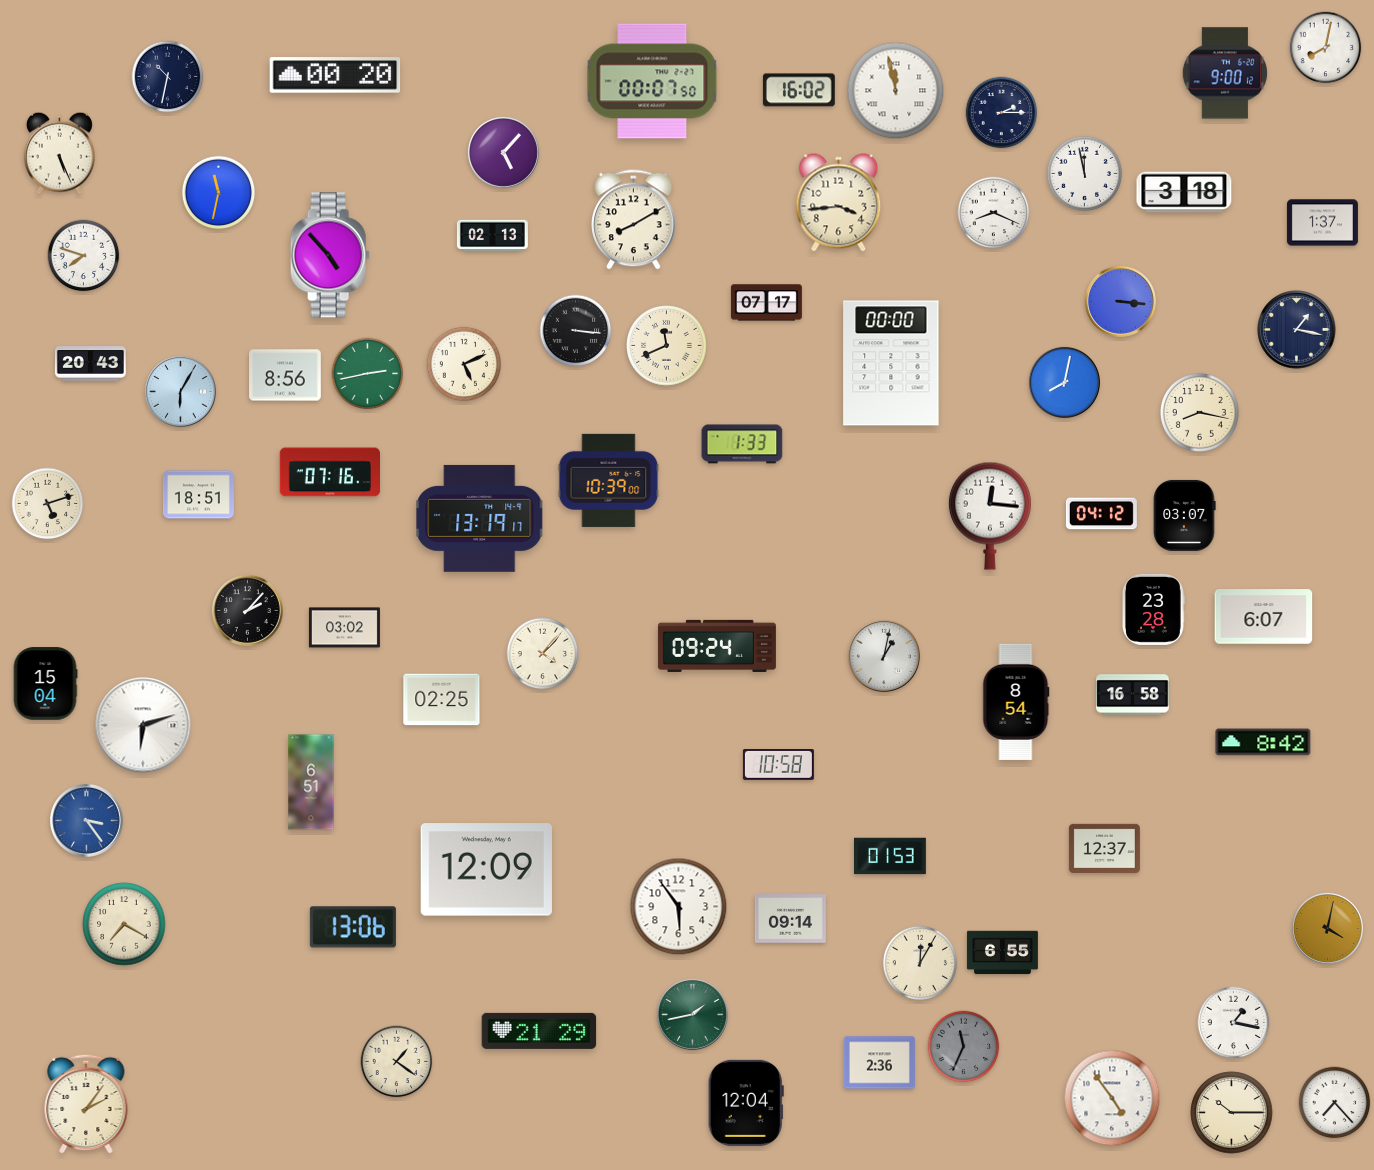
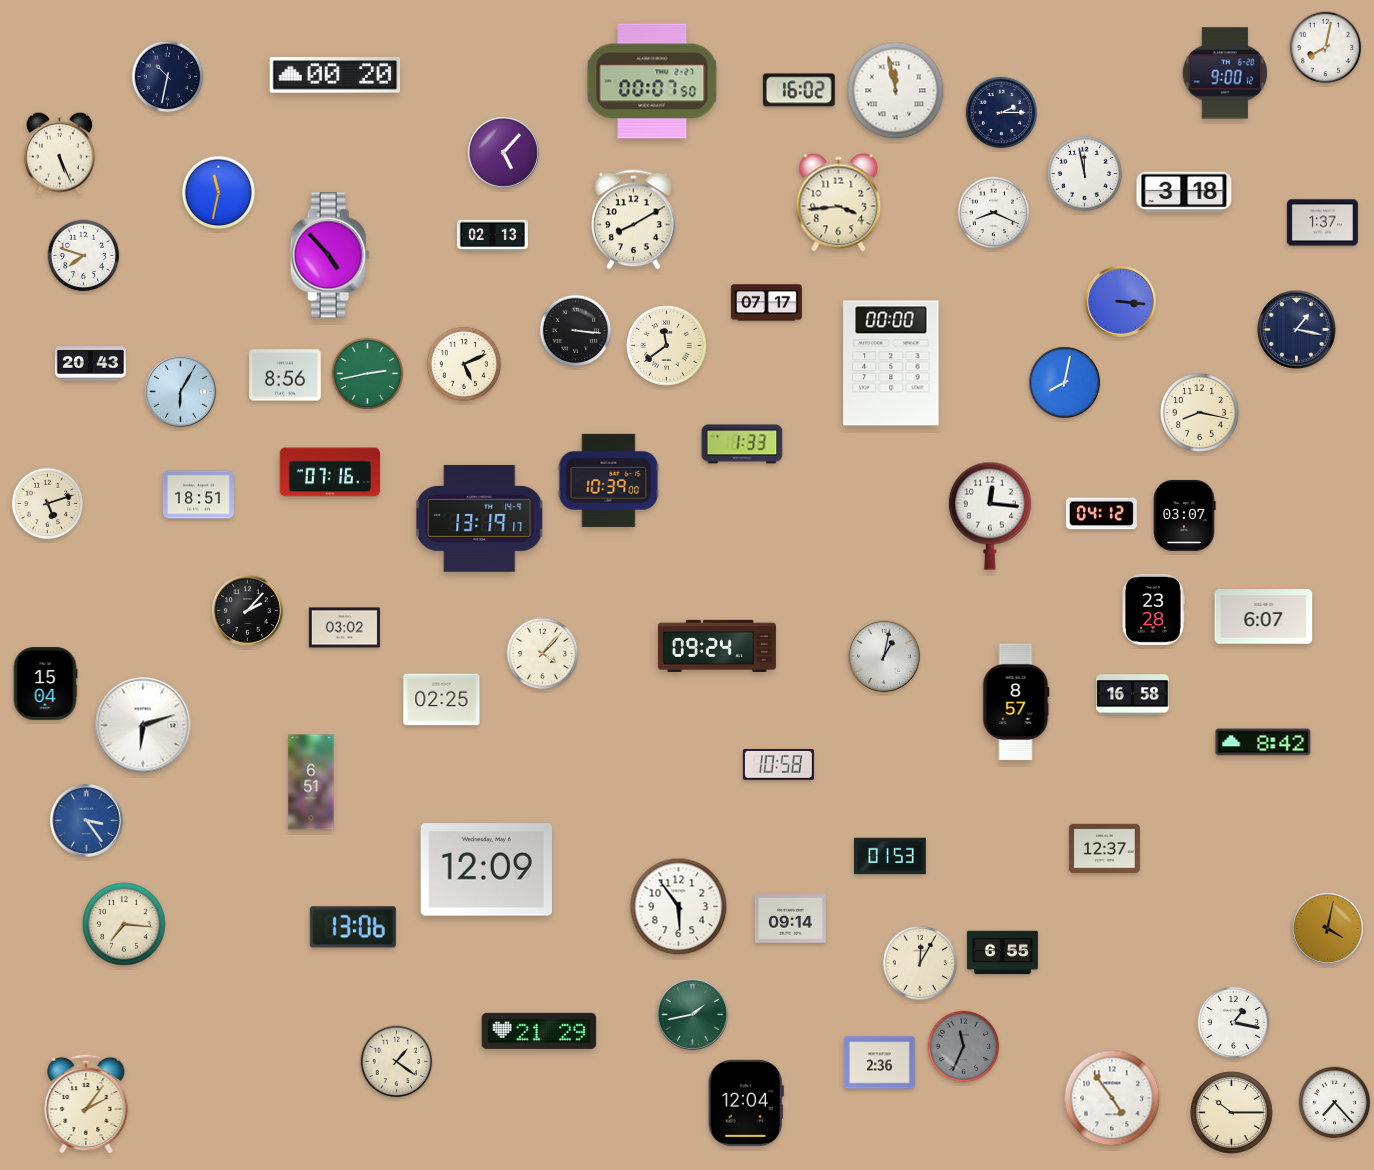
clock at (667, 346): 11:41 -> 11:39
clock at (1016, 701): 8:54 -> 8:57
clock at (124, 924): 7:20 -> 7:16
